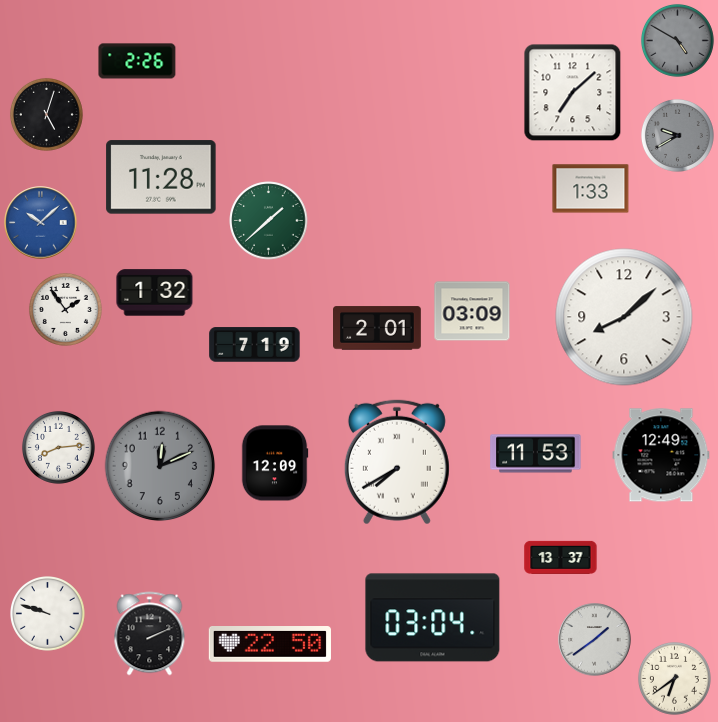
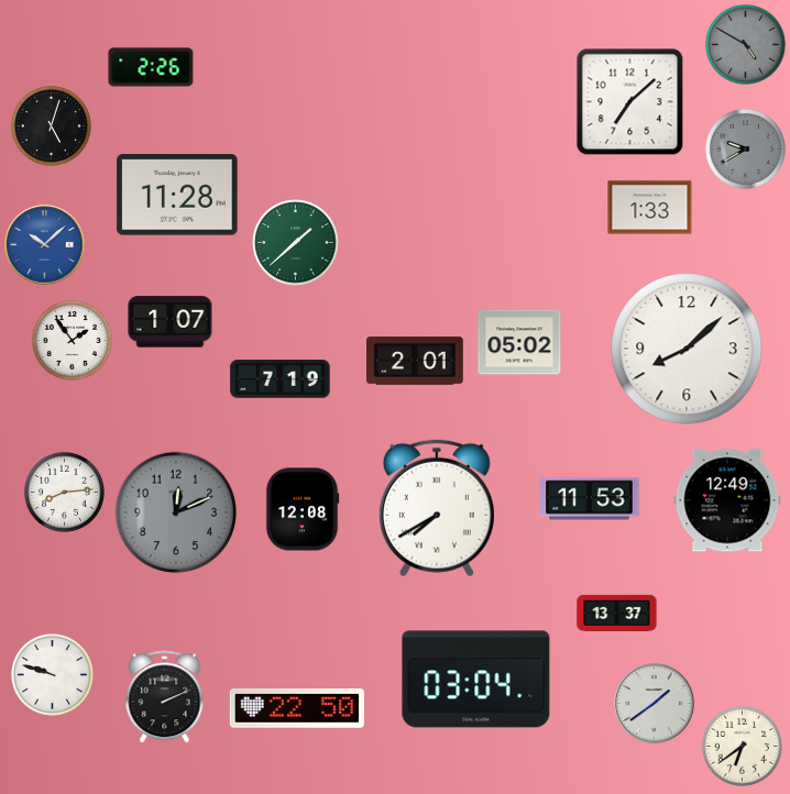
clock at (155, 293): 1:32 -> 1:07
clock at (472, 311): 03:09 -> 05:02
clock at (275, 463): 12:09 -> 12:08
